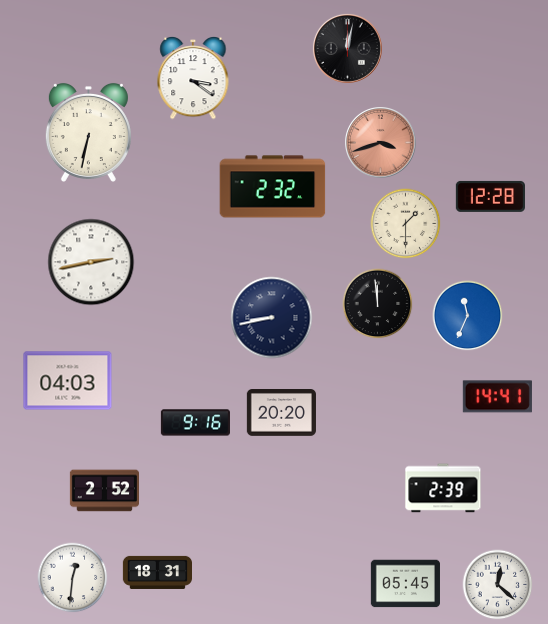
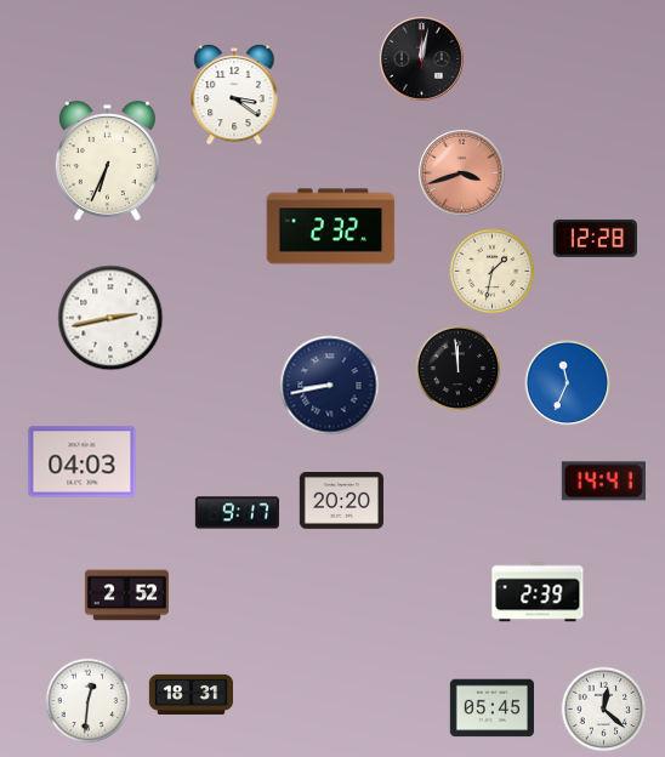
clock at (88, 132): 6:32 -> 6:34
clock at (406, 224): 1:30 -> 1:32
clock at (195, 423): 9:16 -> 9:17
